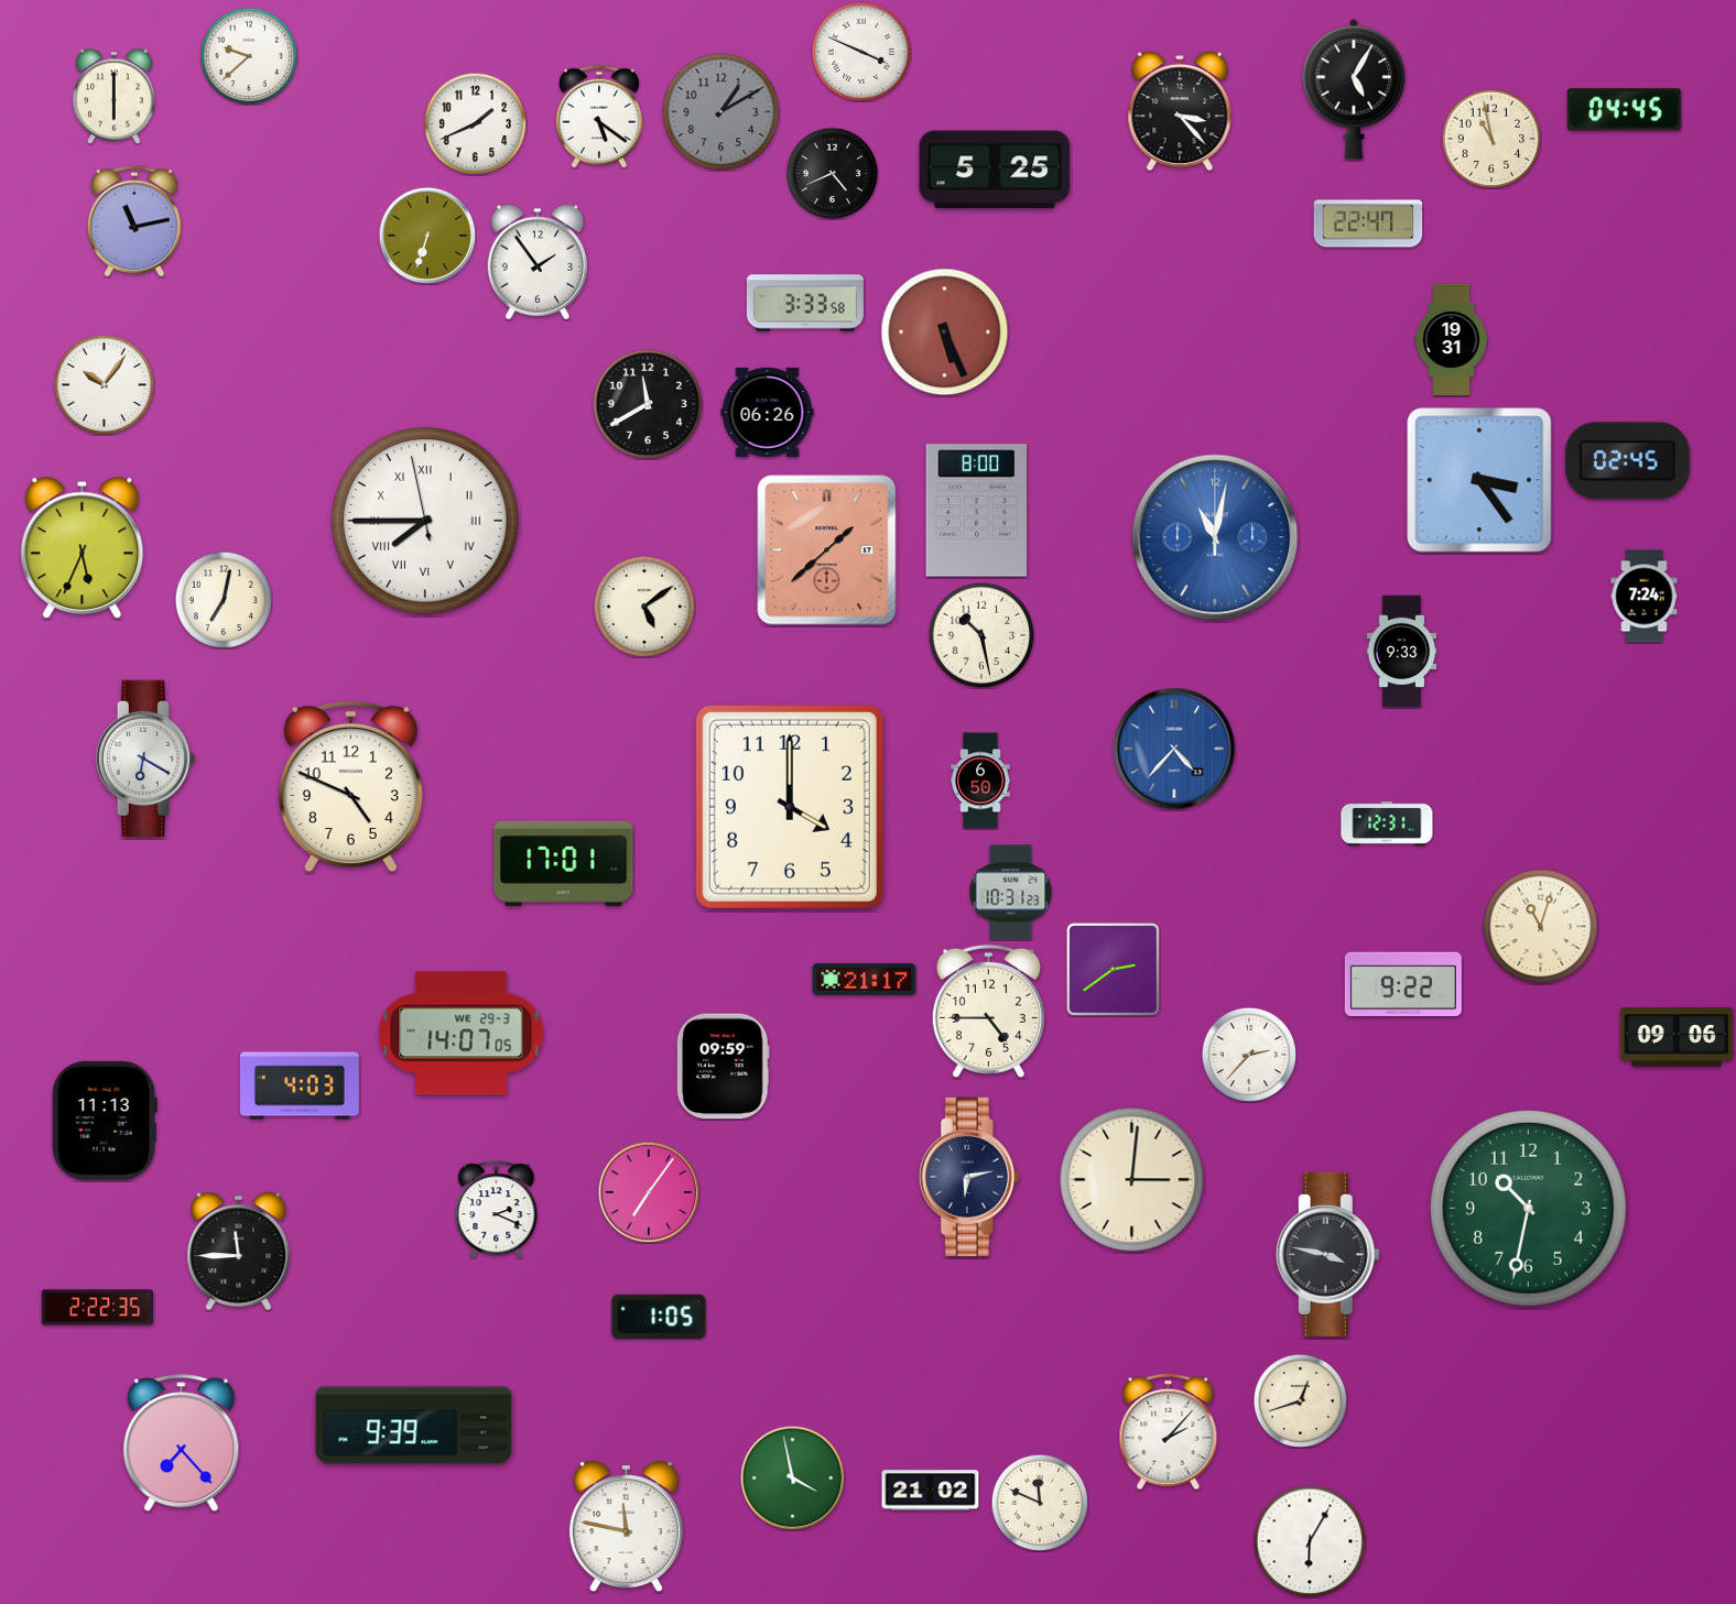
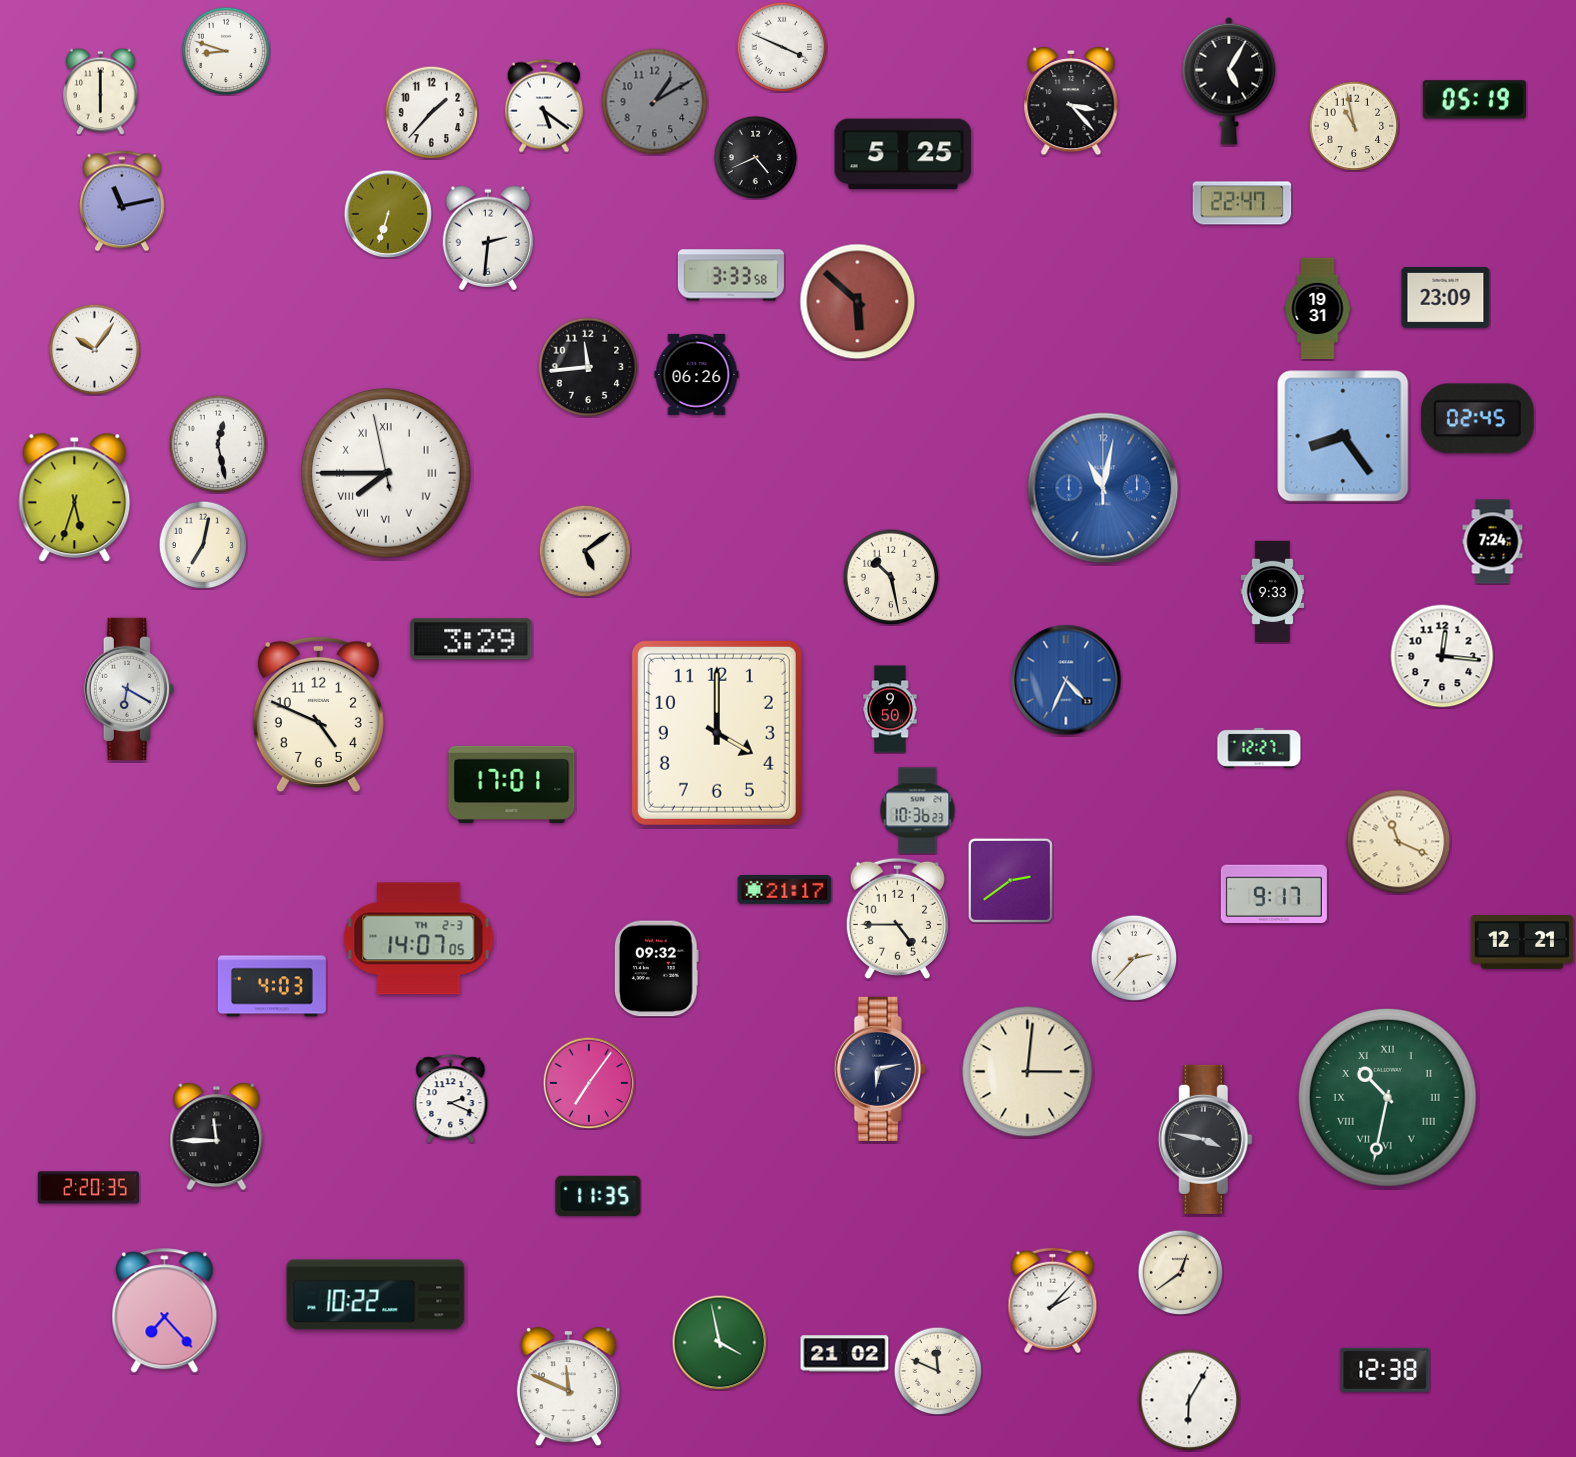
clock at (249, 56): 9:38 -> 8:48
clock at (115, 96) position: (115, 96) -> (101, 91)
clock at (1624, 110): 04:45 -> 05:19
clock at (475, 123): 1:41 -> 1:37
clock at (538, 262): 1:54 -> 2:31
clock at (1446, 297): none -> 23:09
clock at (945, 332): 5:26 -> 5:52
clock at (648, 404): 11:40 -> 11:44
clock at (1479, 480): 3:24 -> 8:24
clock at (218, 444): none -> 12:28
clock at (977, 511): 8:00 -> none
clock at (83, 548): 5:34 -> 5:33
clock at (827, 550): 1:38 -> none
clock at (471, 639): none -> 3:29
clock at (1442, 656): none -> 12:16
clock at (1174, 749): 4:37 -> 4:34
clock at (145, 757) position: (145, 757) -> (129, 688)
clock at (980, 781): 6:50 -> 9:50
clock at (1387, 823): 12:31 -> 12:27
clock at (1011, 893): 10:31 -> 10:36
clock at (1541, 927): 11:03 -> 11:19
clock at (1403, 984): 9:22 -> 9:17
clock at (462, 1034) date: WE 29-3 -> TH 2-3
clock at (1677, 1037): 09:06 -> 12:21
clock at (723, 1067): 09:59 -> 09:32
clock at (105, 1121): 11:13 -> none
clock at (1528, 1208) numerals: Arabic -> Roman
clock at (97, 1308): 2:22 -> 2:20
clock at (659, 1317): 1:05 -> 11:35
clock at (1300, 1400): 12:42 -> 12:39
clock at (414, 1426): 9:39 -> 10:22
clock at (1169, 1432) position: (1169, 1432) -> (1053, 1301)
clock at (1040, 1503) position: (1040, 1503) -> (938, 1371)
clock at (1385, 1370): none -> 12:38
clock at (626, 1527): 11:47 -> 11:49
